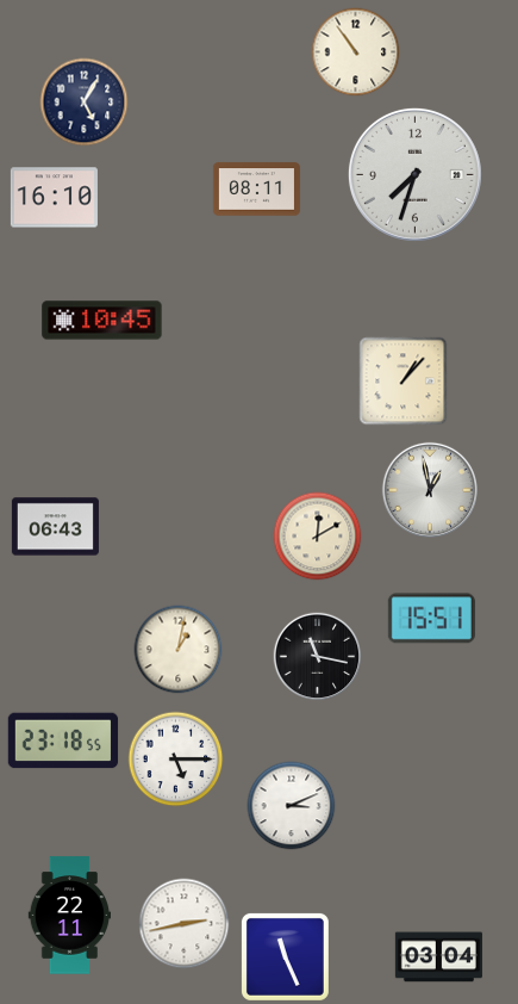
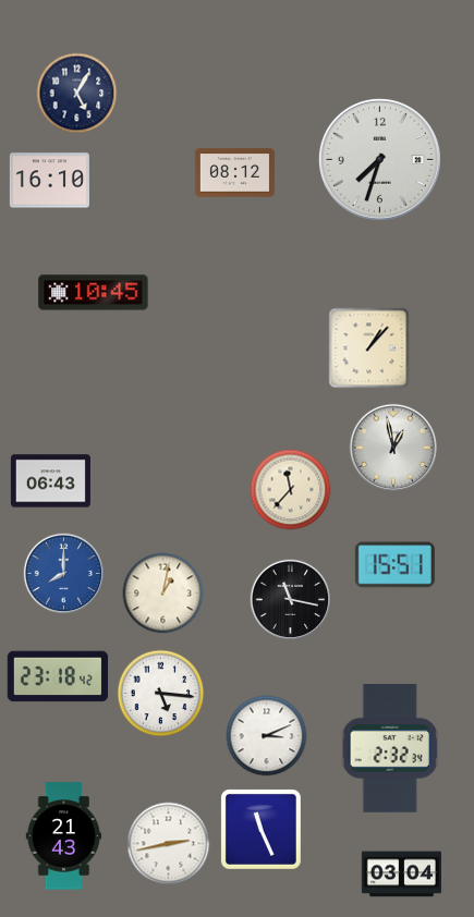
clock at (356, 52): 10:54 -> none
clock at (256, 190): 08:11 -> 08:12
clock at (318, 537): 12:10 -> 11:37
clock at (64, 574): none -> 8:00
clock at (63, 740): 23:18:55 -> 23:18:42
clock at (176, 760): 5:15 -> 5:16
clock at (390, 749): none -> 2:32
clock at (69, 916): 22:11 -> 21:43
clock at (285, 956) position: (285, 956) -> (260, 829)
